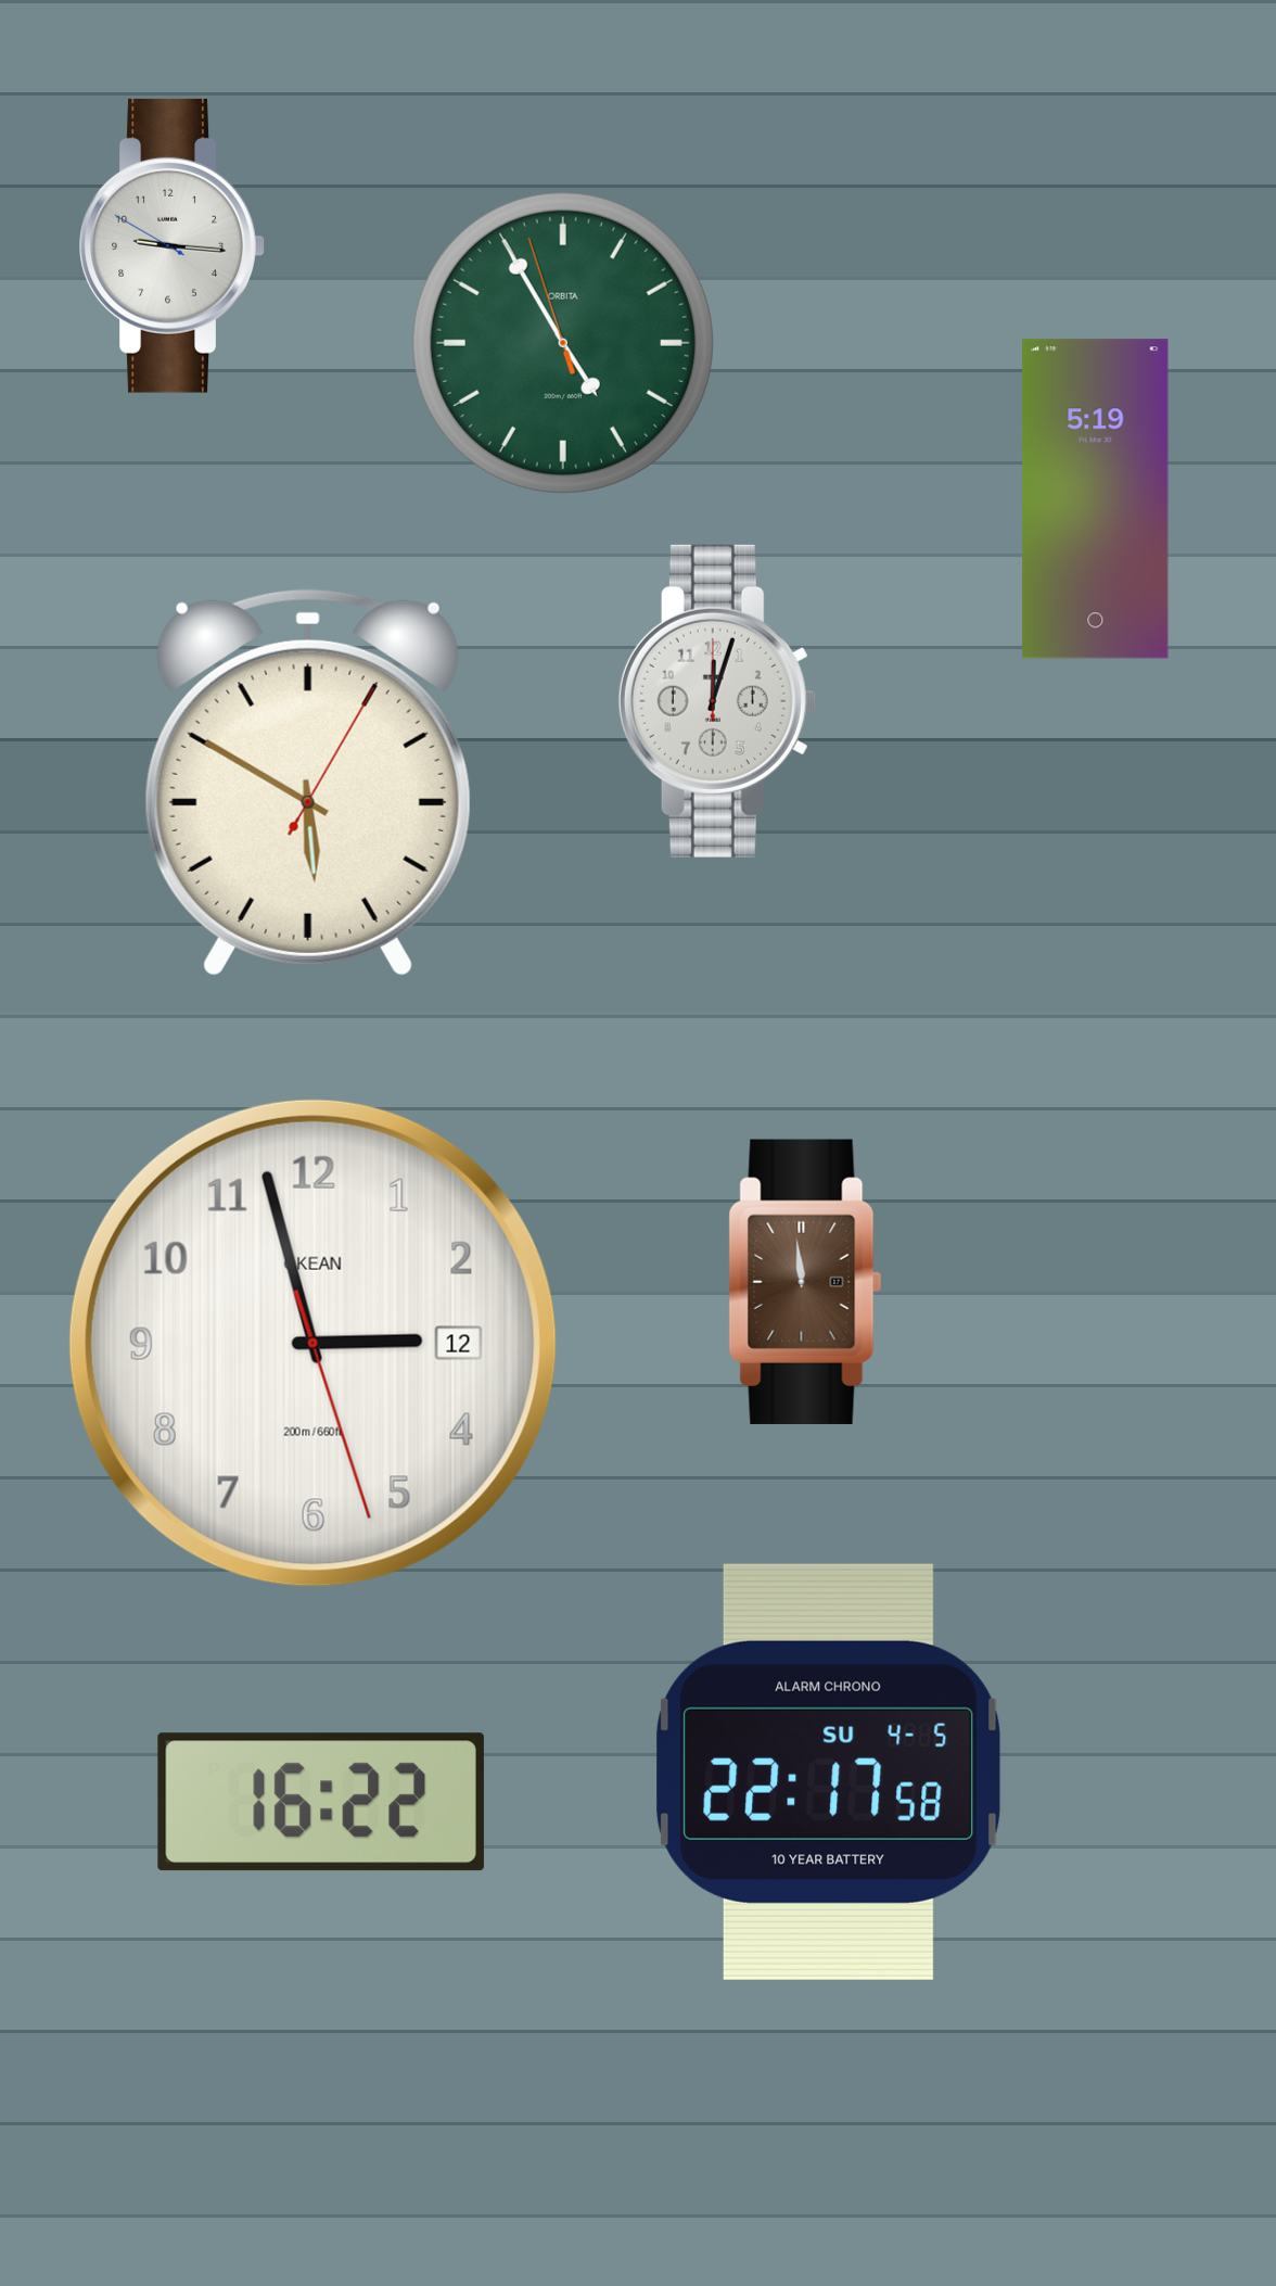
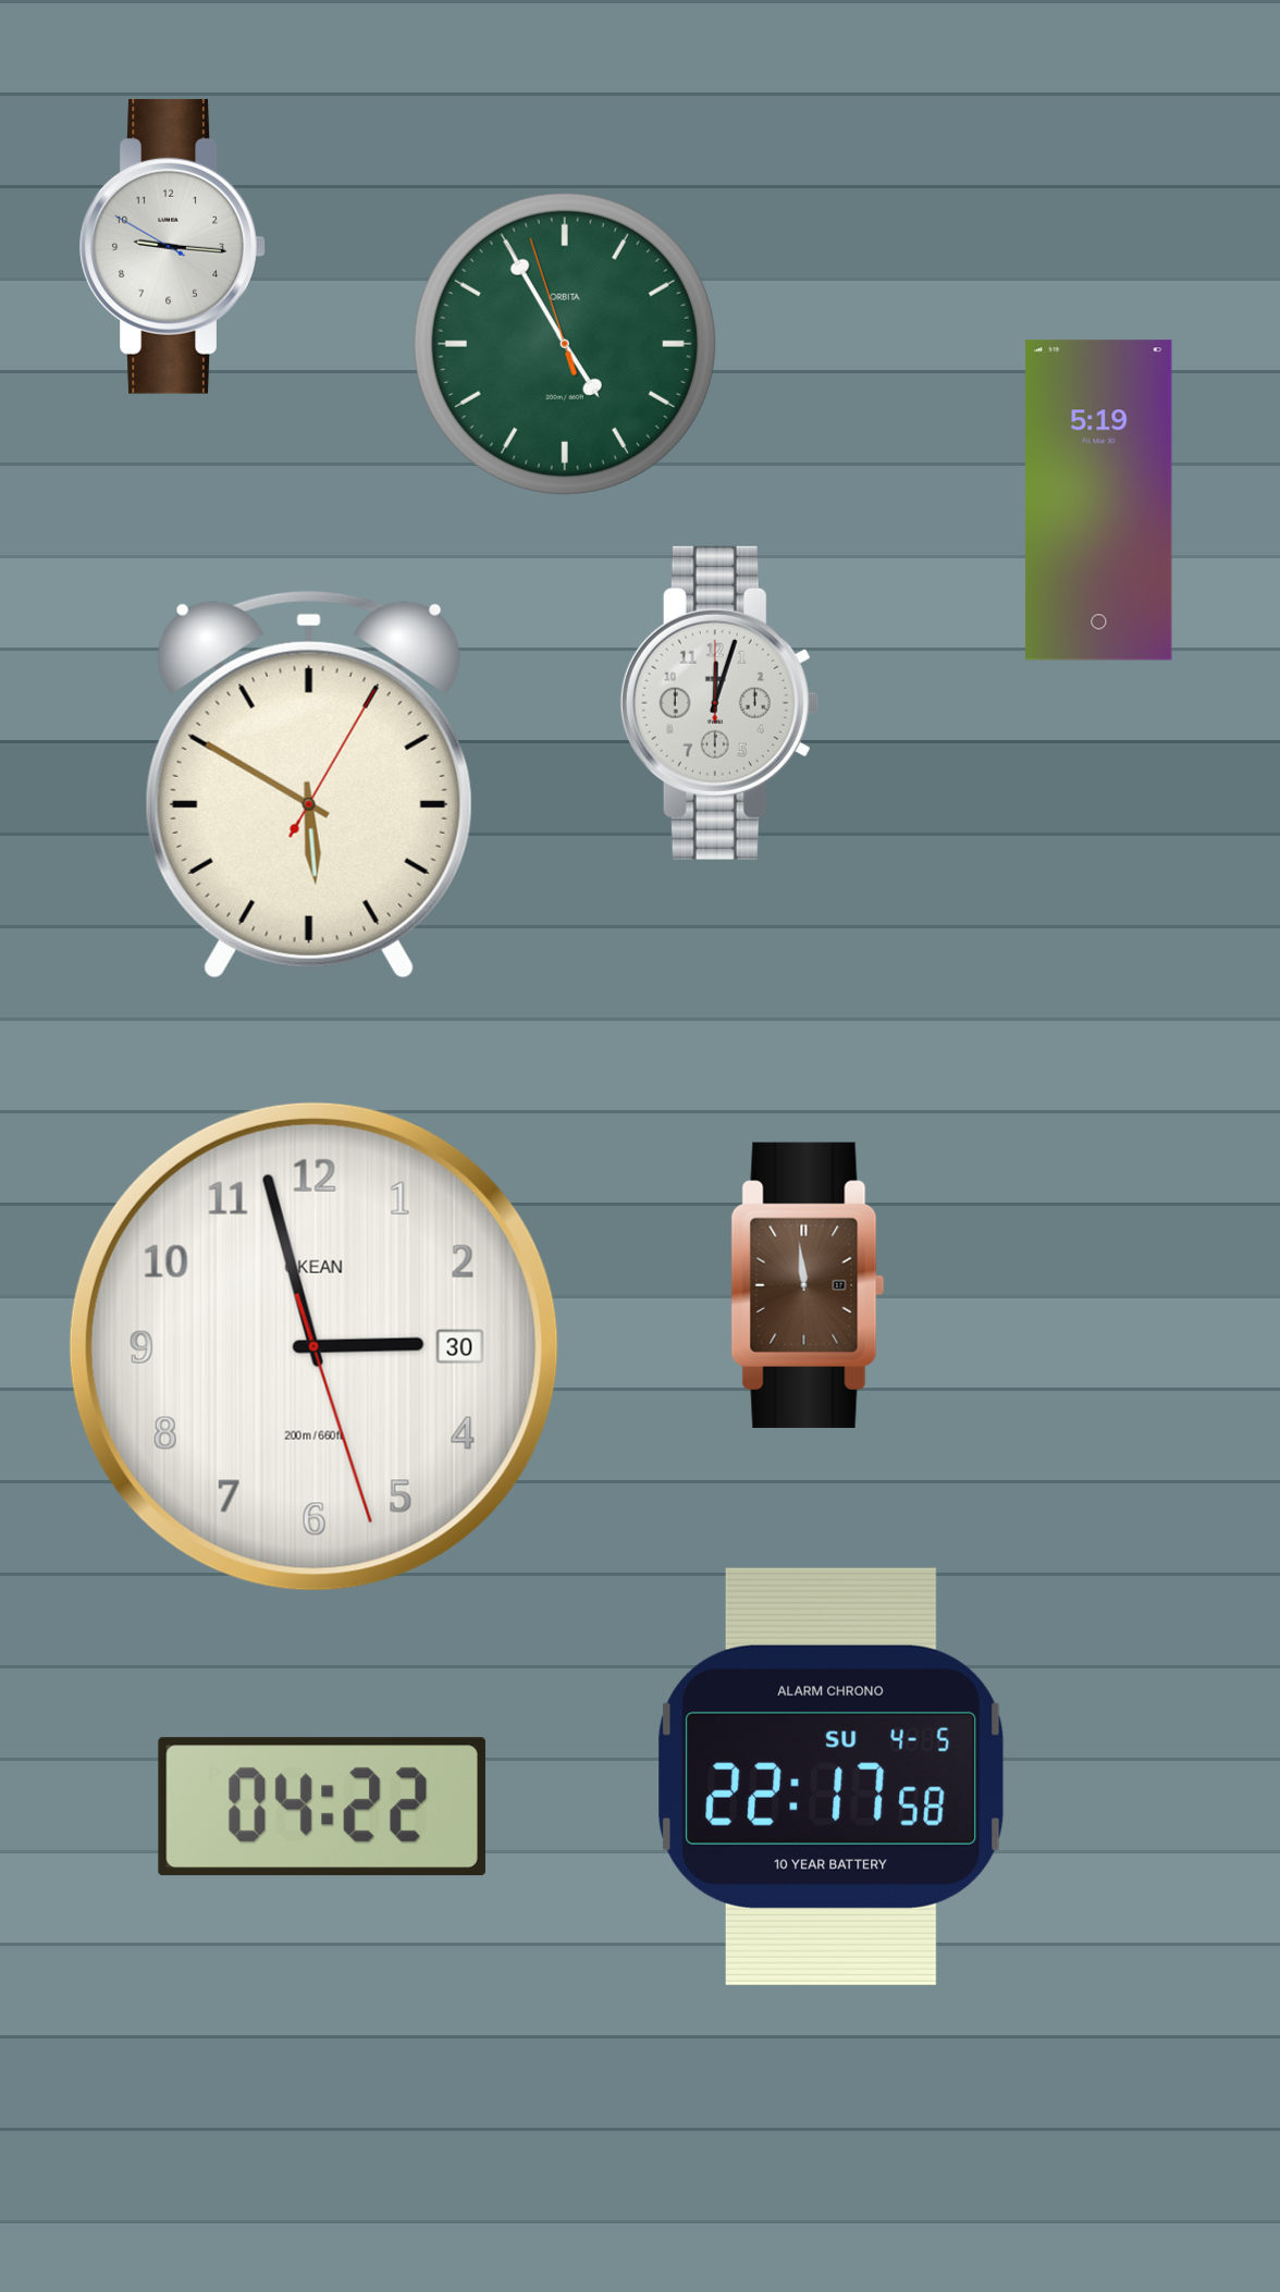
clock at (312, 1343) date: 12 -> 30
clock at (321, 1802): 16:22 -> 04:22
